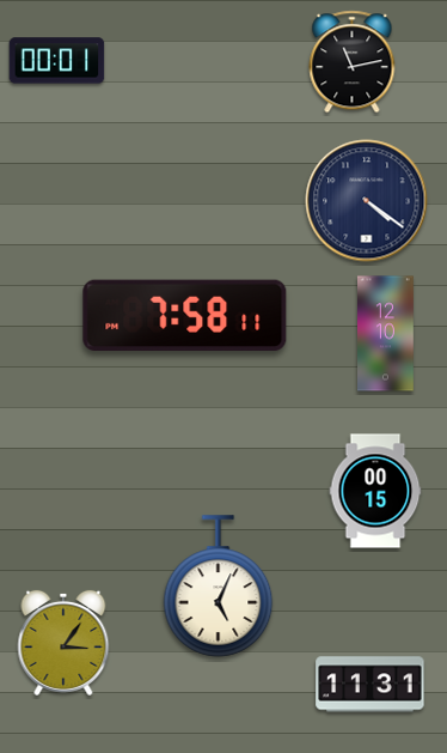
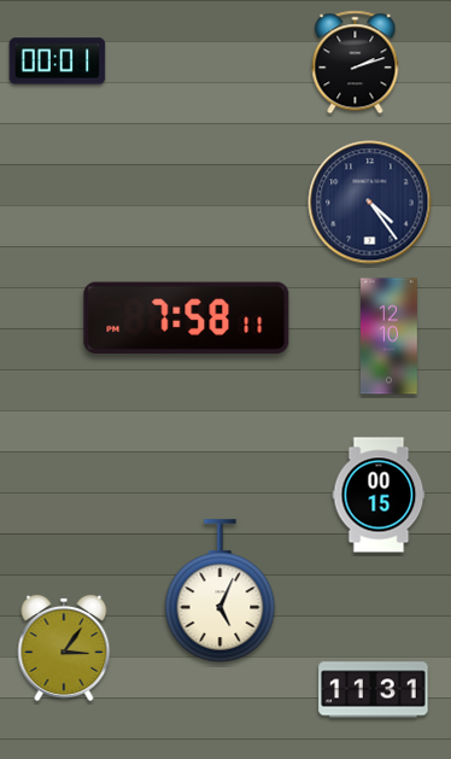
clock at (353, 62): 11:13 -> 2:12
clock at (367, 201): 4:21 -> 4:24
